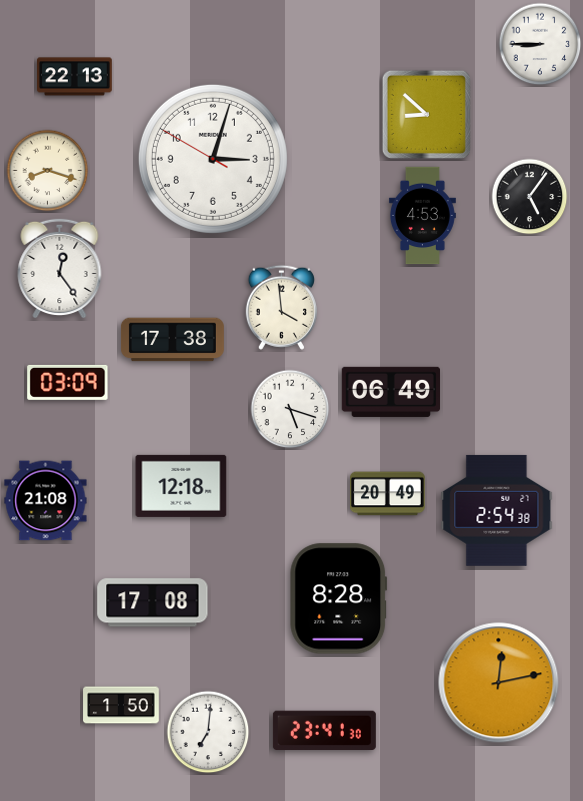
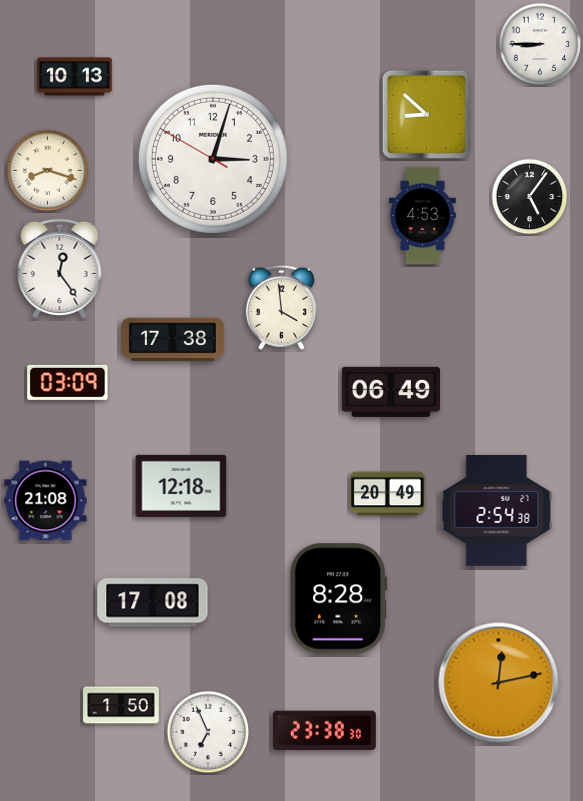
clock at (75, 77): 22:13 -> 10:13
clock at (290, 409): 5:18 -> none
clock at (324, 731): 23:41 -> 23:38
clock at (208, 732): 7:01 -> 6:56
